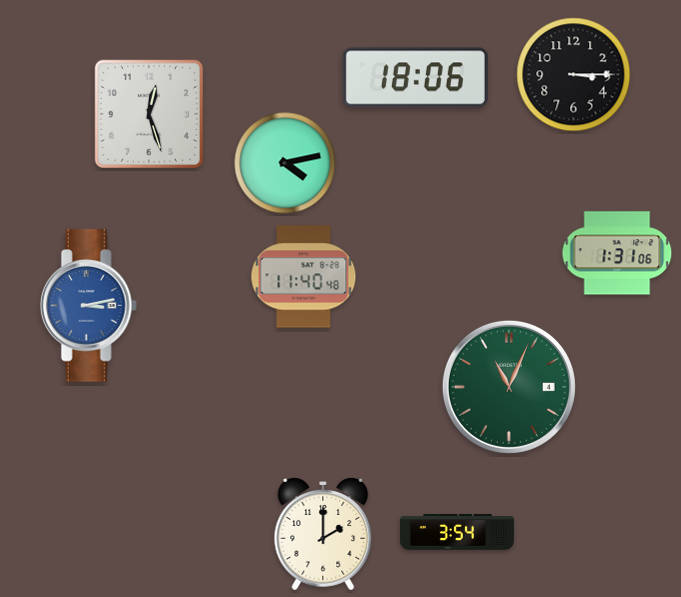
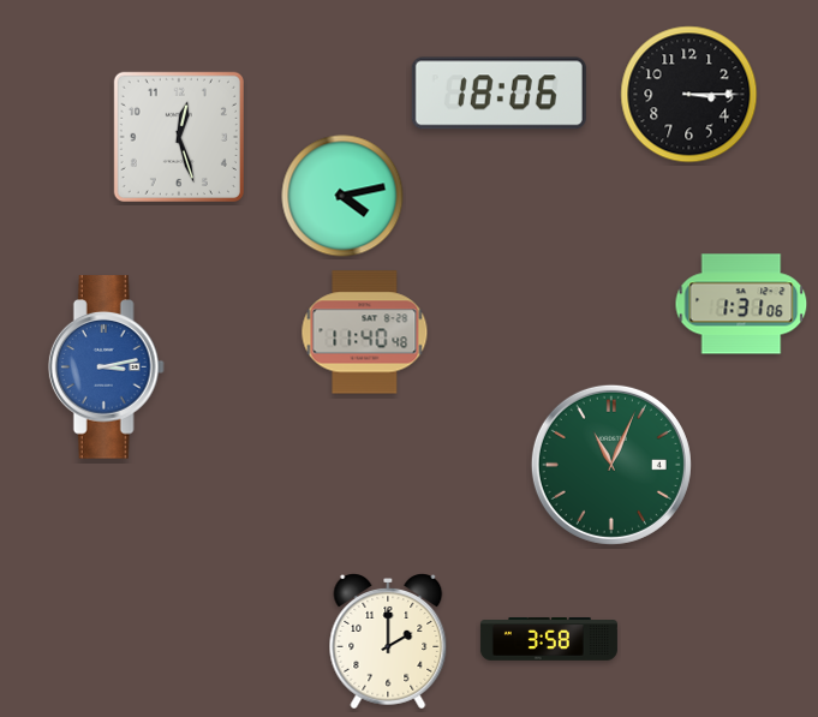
clock at (574, 75) position: (574, 75) -> (689, 95)
clock at (457, 533): 3:54 -> 3:58
